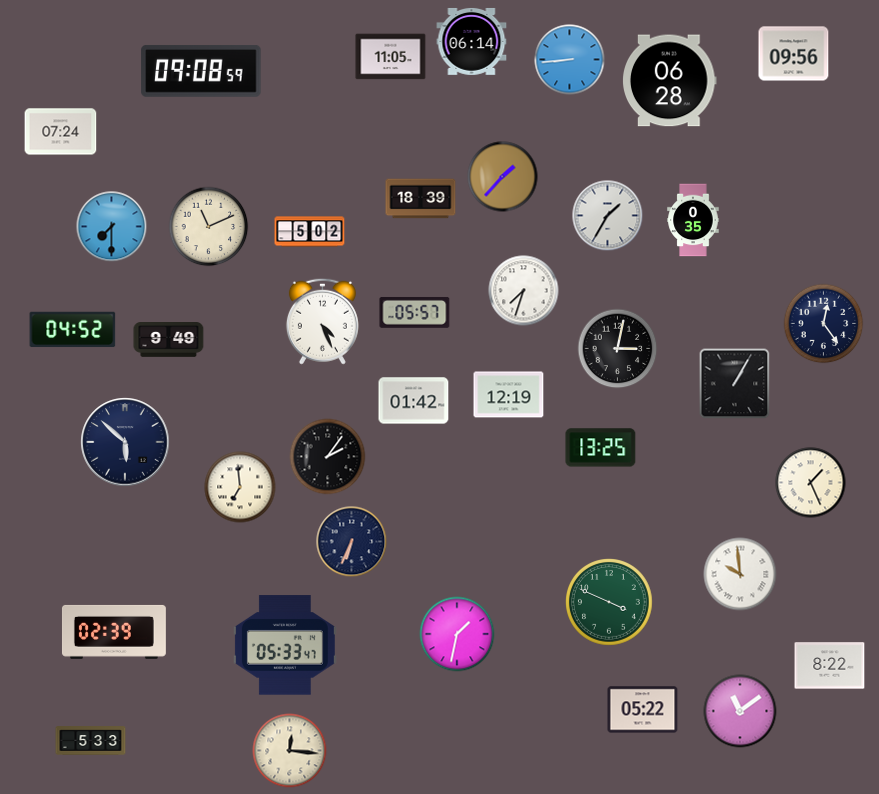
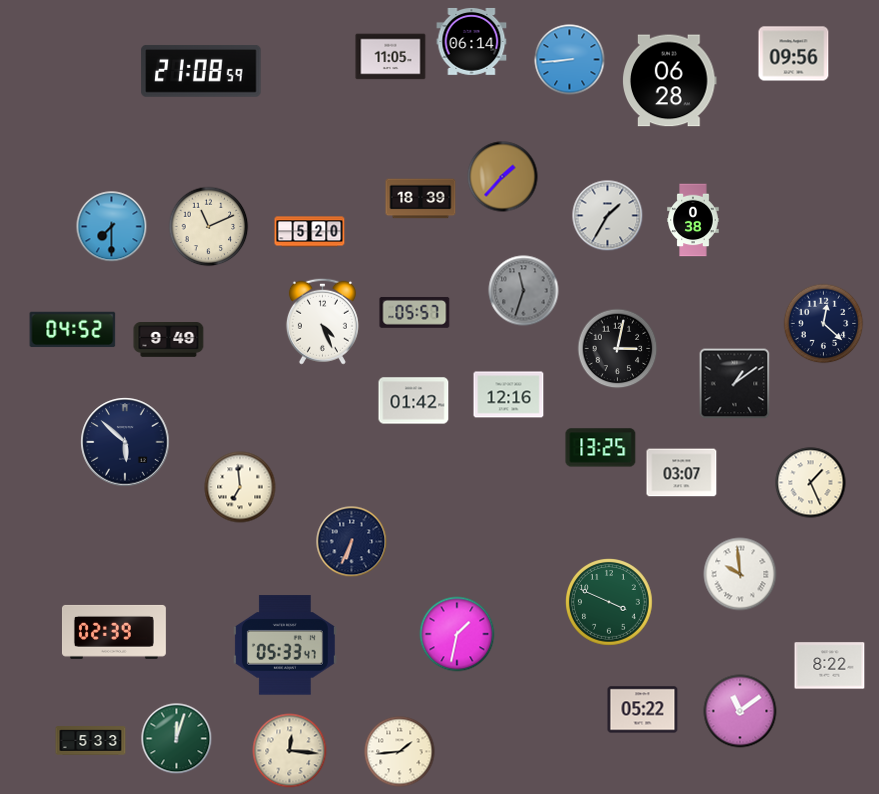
clock at (201, 71): 09:08 -> 21:08
clock at (61, 132): 07:24 -> none
clock at (693, 220): 0:35 -> 0:38
clock at (310, 232): 5:02 -> 5:20
clock at (524, 291): 7:33 -> 11:33
clock at (524, 291) dial: white -> grey
clock at (824, 324): 12:24 -> 12:22
clock at (735, 384): 1:05 -> 1:09
clock at (509, 395): 12:19 -> 12:16
clock at (328, 457): 2:06 -> none
clock at (682, 473): none -> 03:07
clock at (177, 739): none -> 12:03
clock at (400, 752): none -> 1:44
